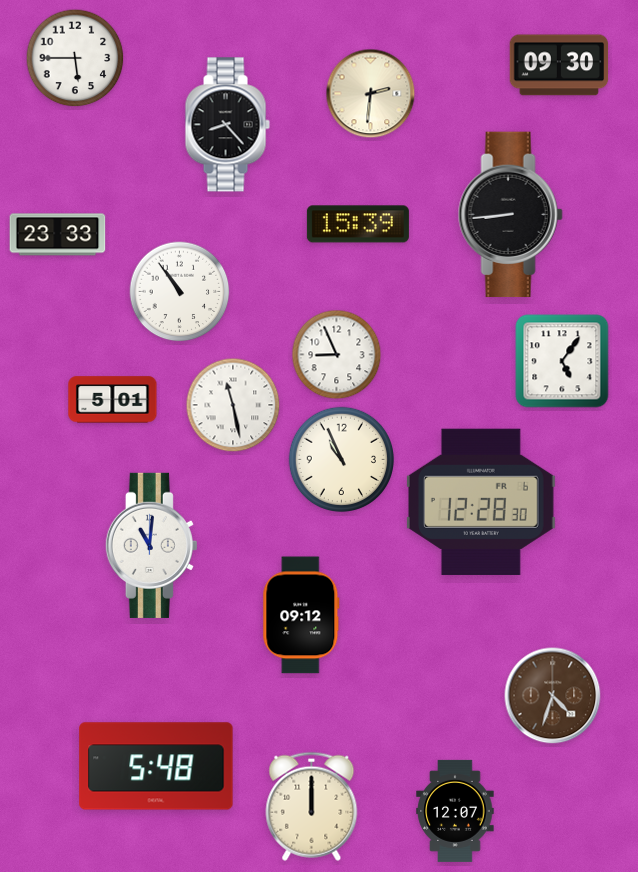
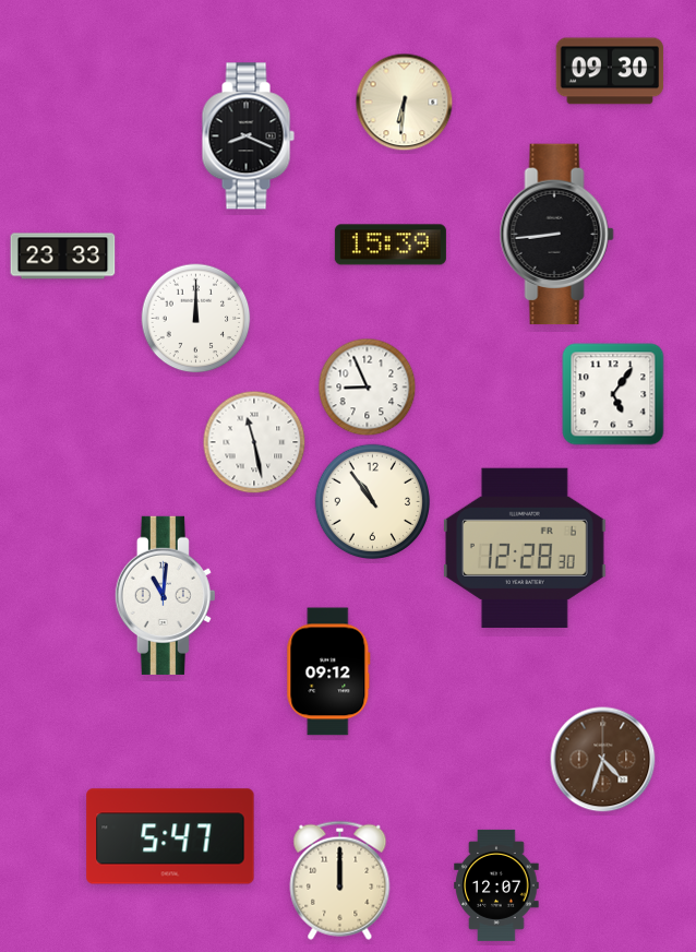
clock at (75, 58): 5:45 -> none
clock at (371, 94): 2:31 -> 6:31
clock at (227, 125): 8:23 -> 8:19
clock at (180, 292): 10:54 -> 12:00
clock at (113, 400): 5:01 -> none
clock at (342, 460): 10:56 -> 10:54
clock at (156, 766): 5:48 -> 5:47
